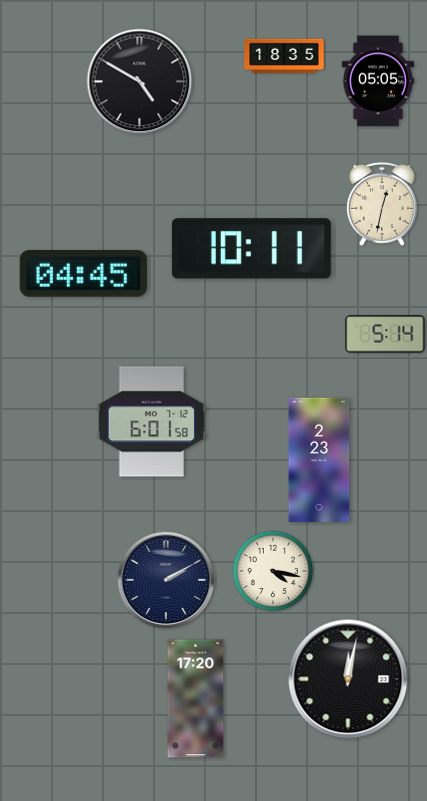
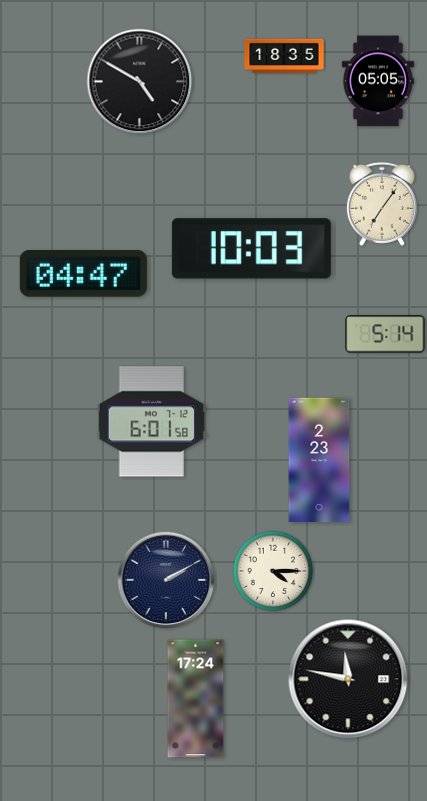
clock at (382, 204): 12:32 -> 7:06
clock at (251, 249): 10:11 -> 10:03
clock at (83, 274): 04:45 -> 04:47
clock at (273, 571): 4:17 -> 4:15
clock at (348, 679): 12:02 -> 11:47
clock at (196, 699): 17:20 -> 17:24
